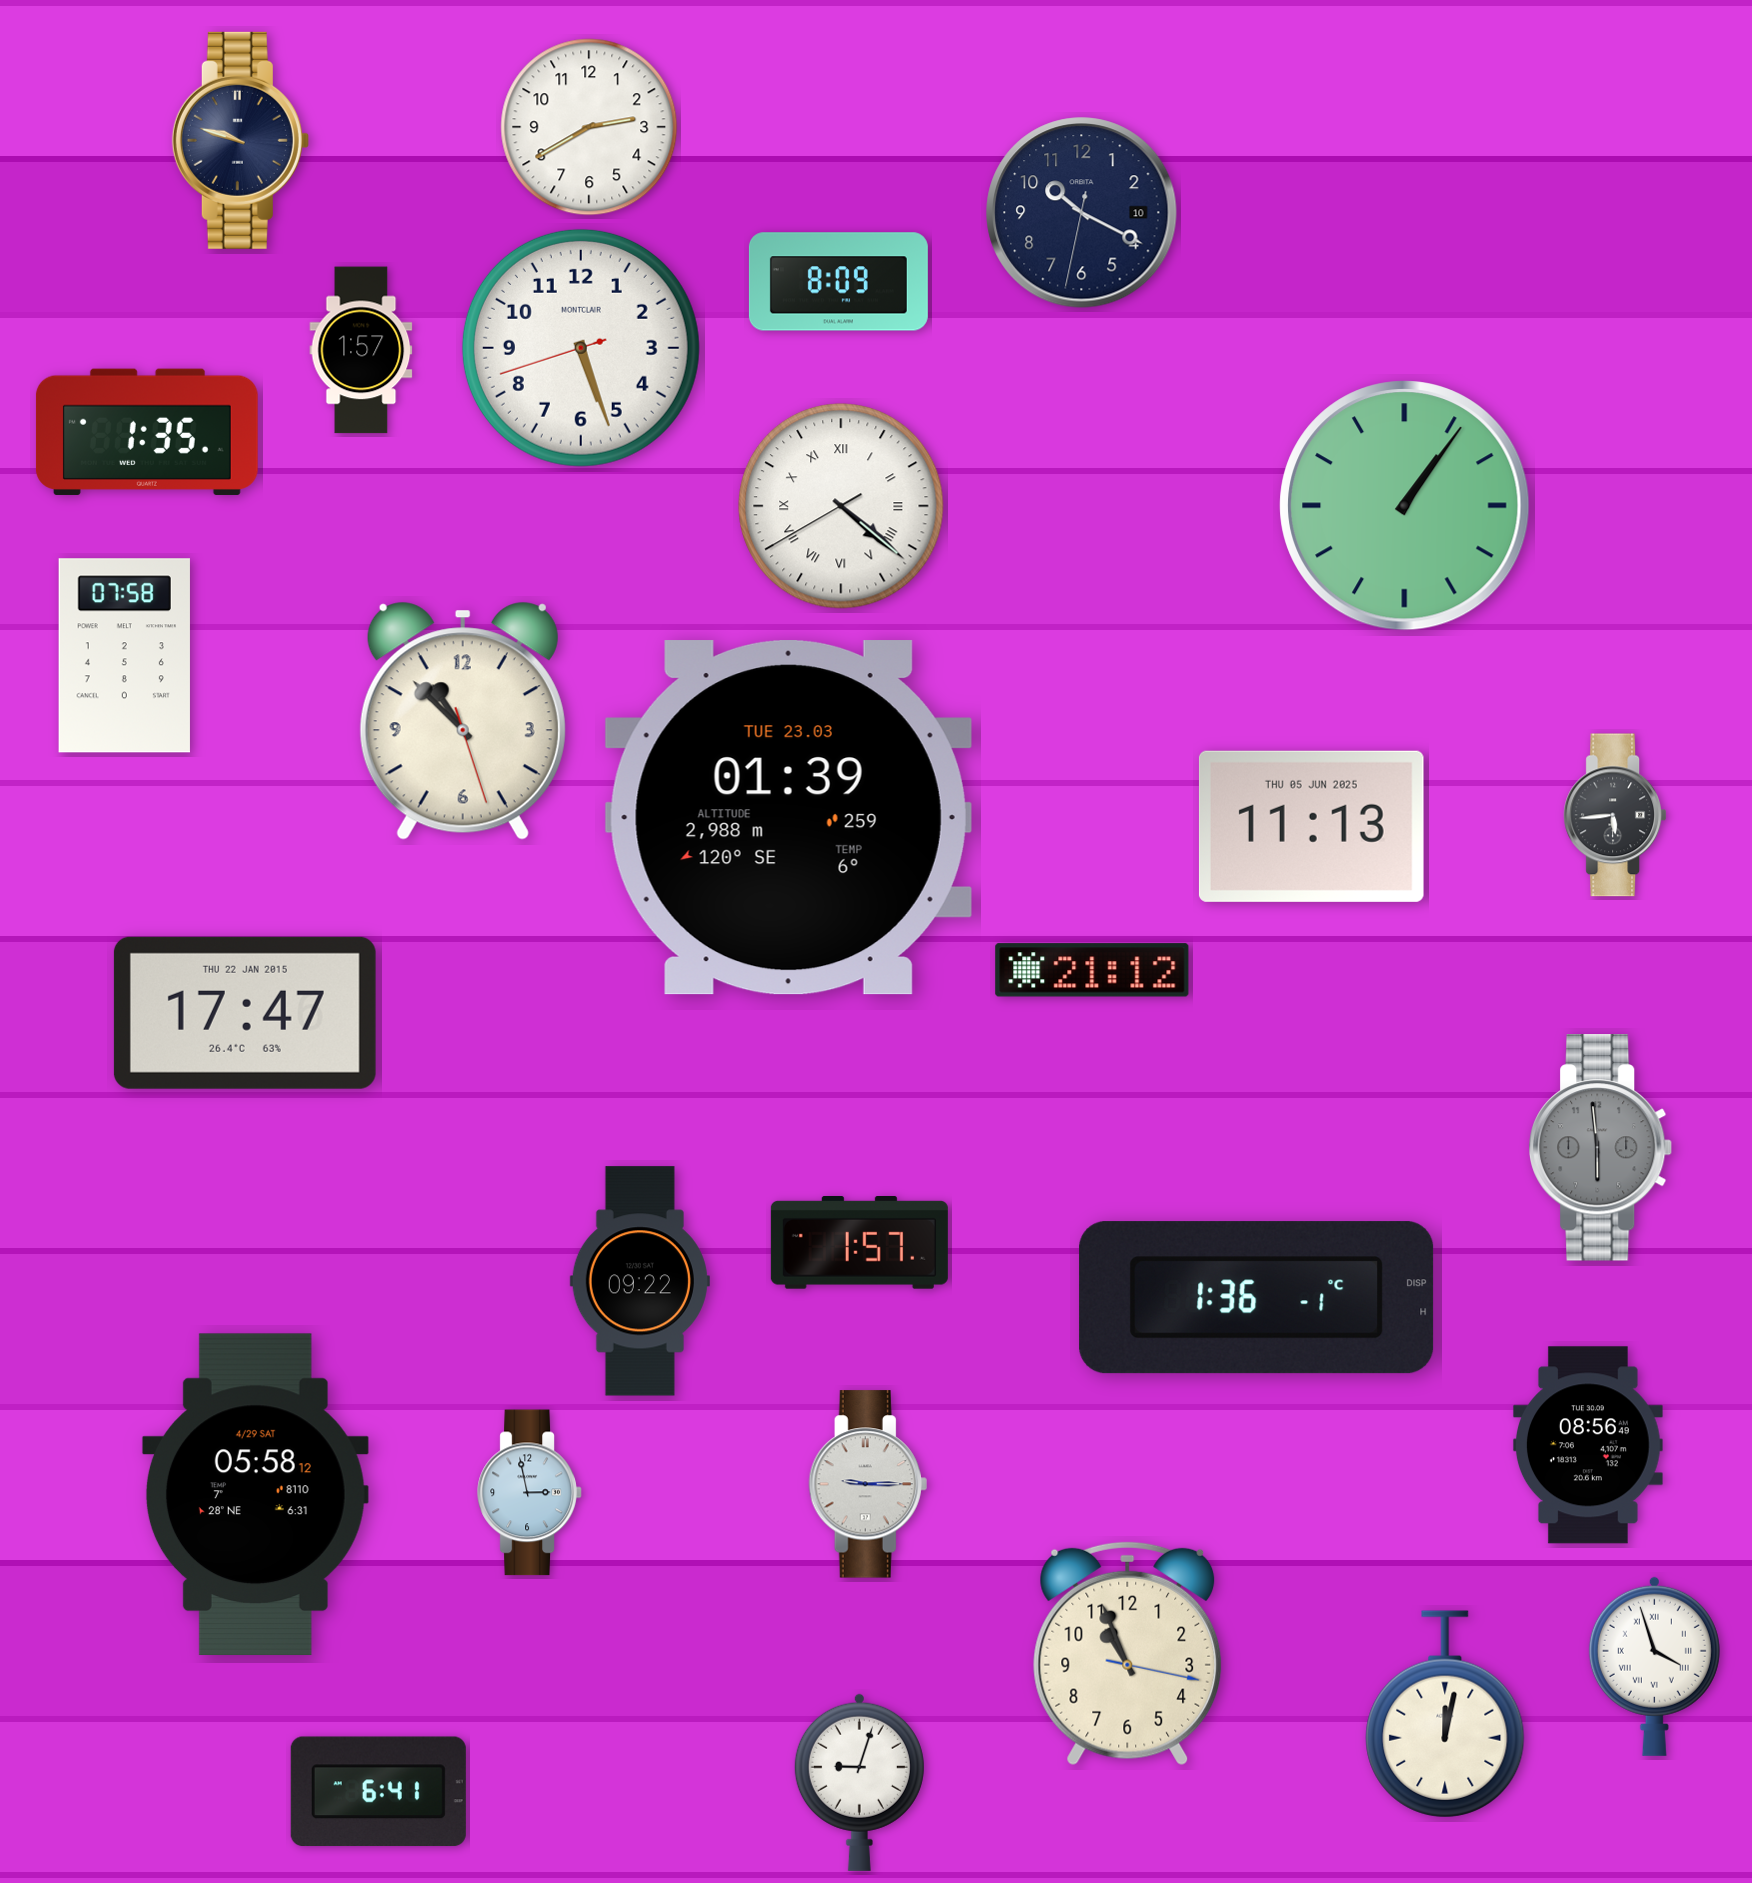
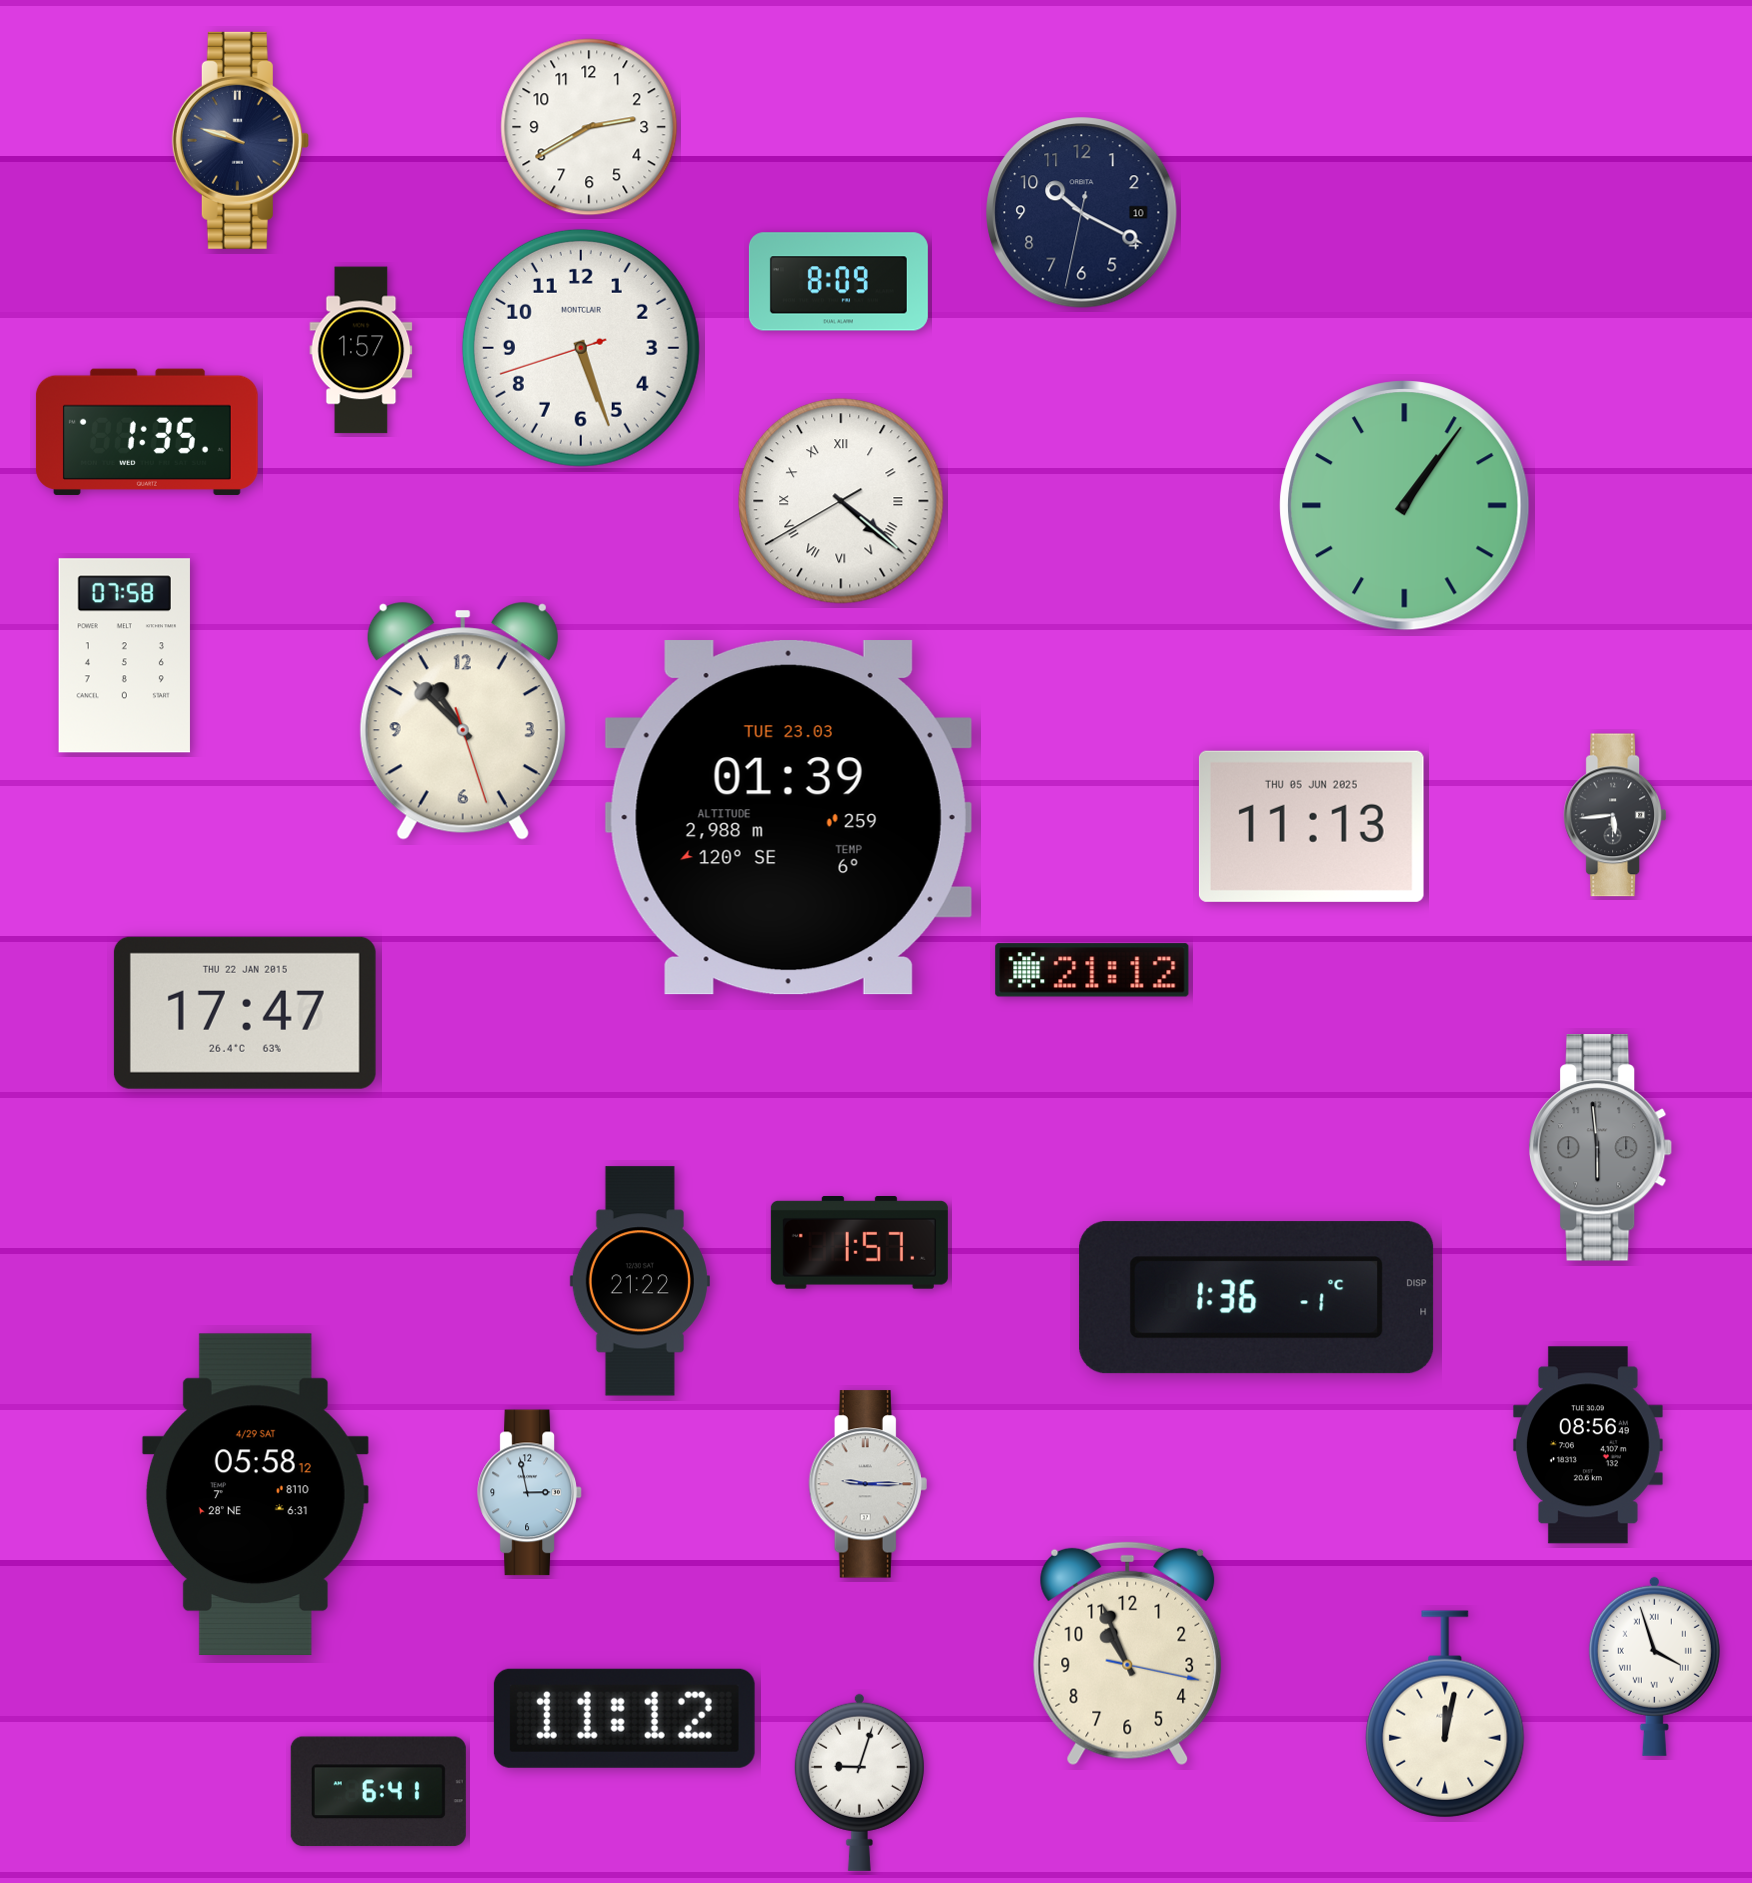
clock at (841, 506) position: (841, 506) -> (841, 501)
clock at (640, 1281): 09:22 -> 21:22
clock at (624, 1718): none -> 11:12
